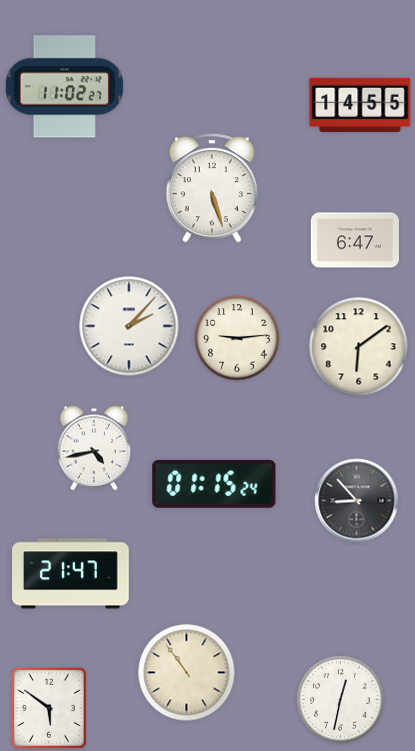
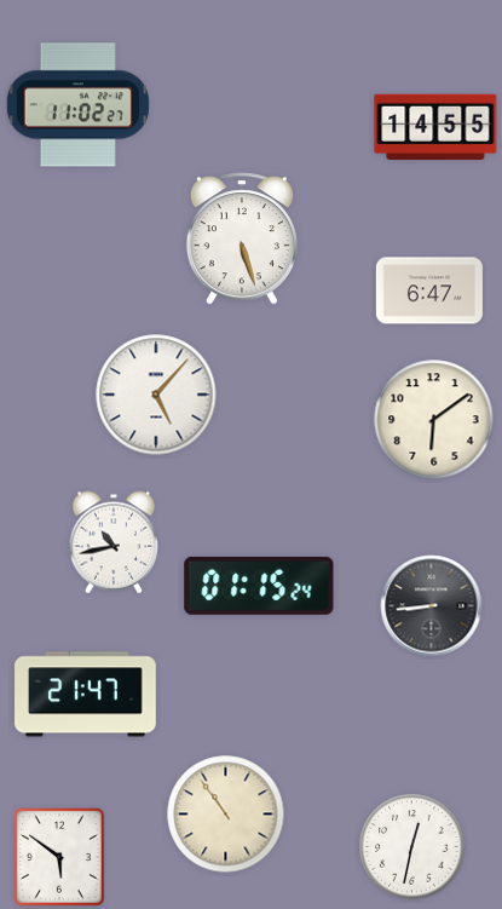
clock at (212, 188) position: (212, 188) -> (242, 238)
clock at (129, 326): 2:07 -> 5:07
clock at (237, 338): 9:14 -> none
clock at (94, 448): 4:43 -> 10:43
clock at (357, 501): 8:53 -> 8:44
